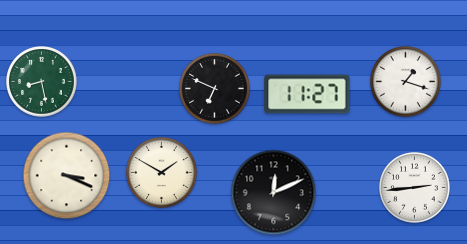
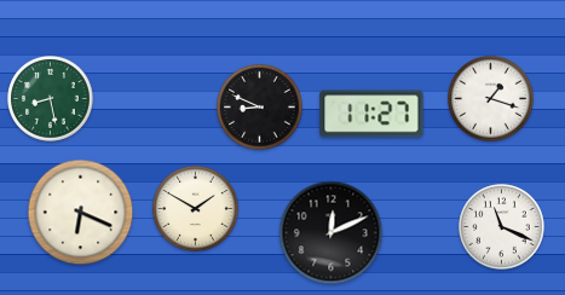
clock at (215, 89): 6:49 -> 8:49
clock at (67, 176): 3:19 -> 6:19
clock at (415, 188): 2:44 -> 11:19
